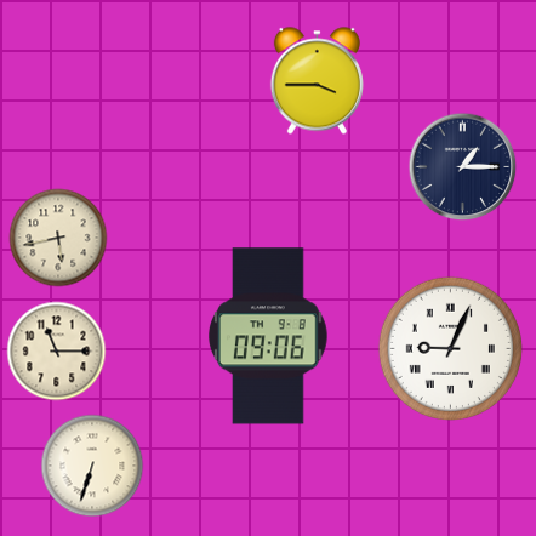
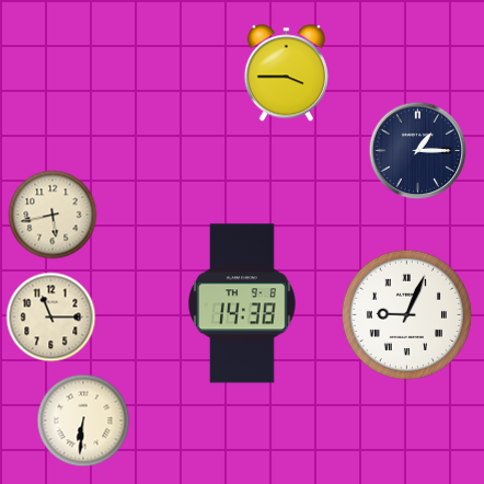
clock at (269, 336): 09:06 -> 14:38
clock at (92, 466): 6:33 -> 6:31
